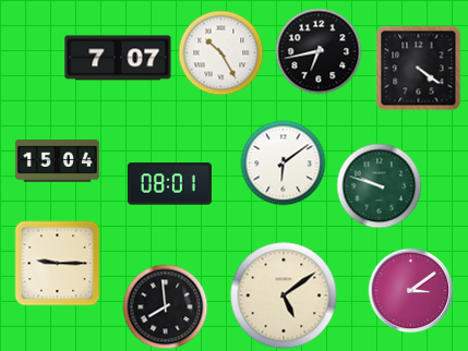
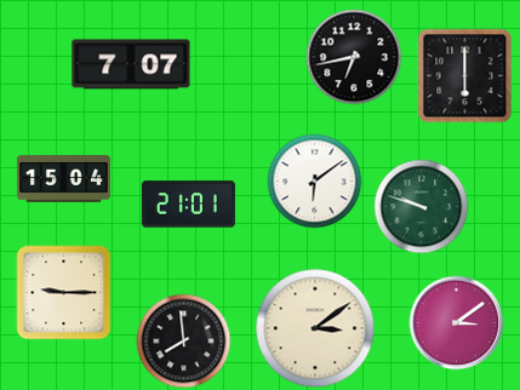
clock at (220, 52): 10:25 -> none
clock at (418, 68): 4:21 -> 6:00
clock at (169, 184): 08:01 -> 21:01
clock at (284, 295): 5:09 -> 3:09
